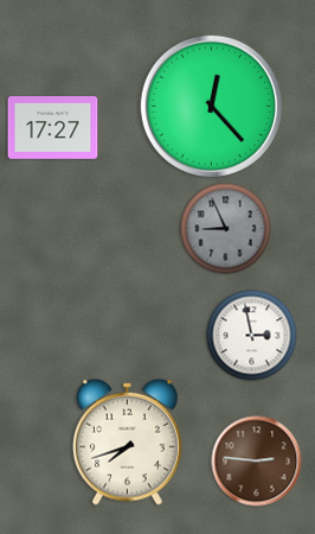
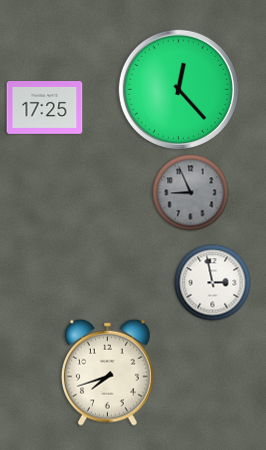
clock at (53, 128): 17:27 -> 17:25
clock at (257, 462): 2:46 -> none
